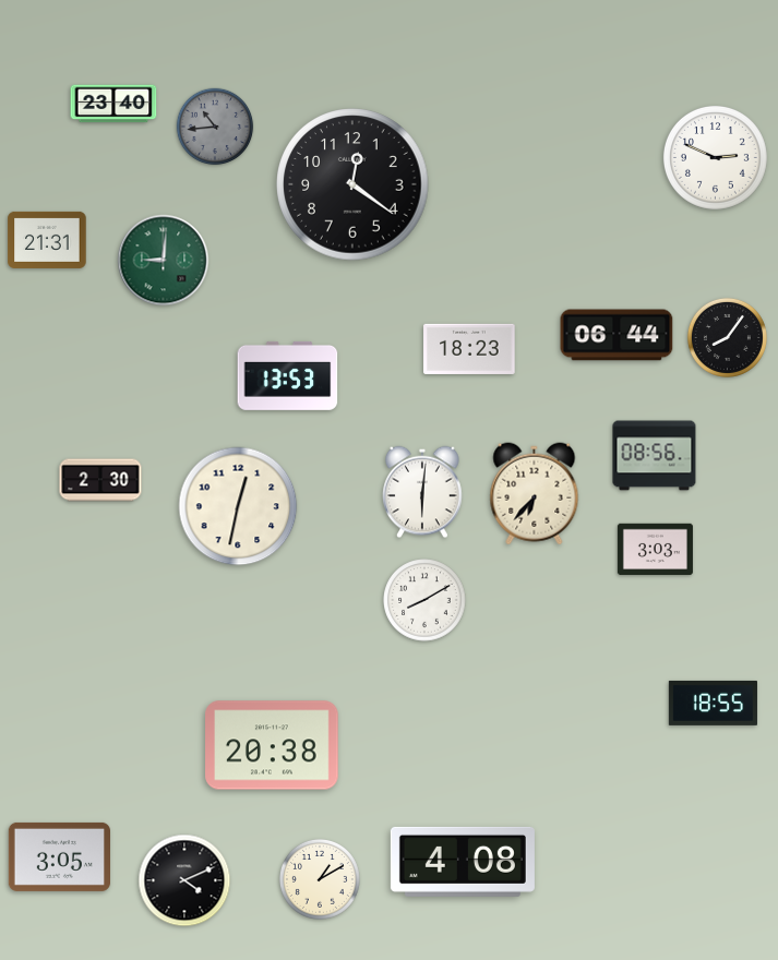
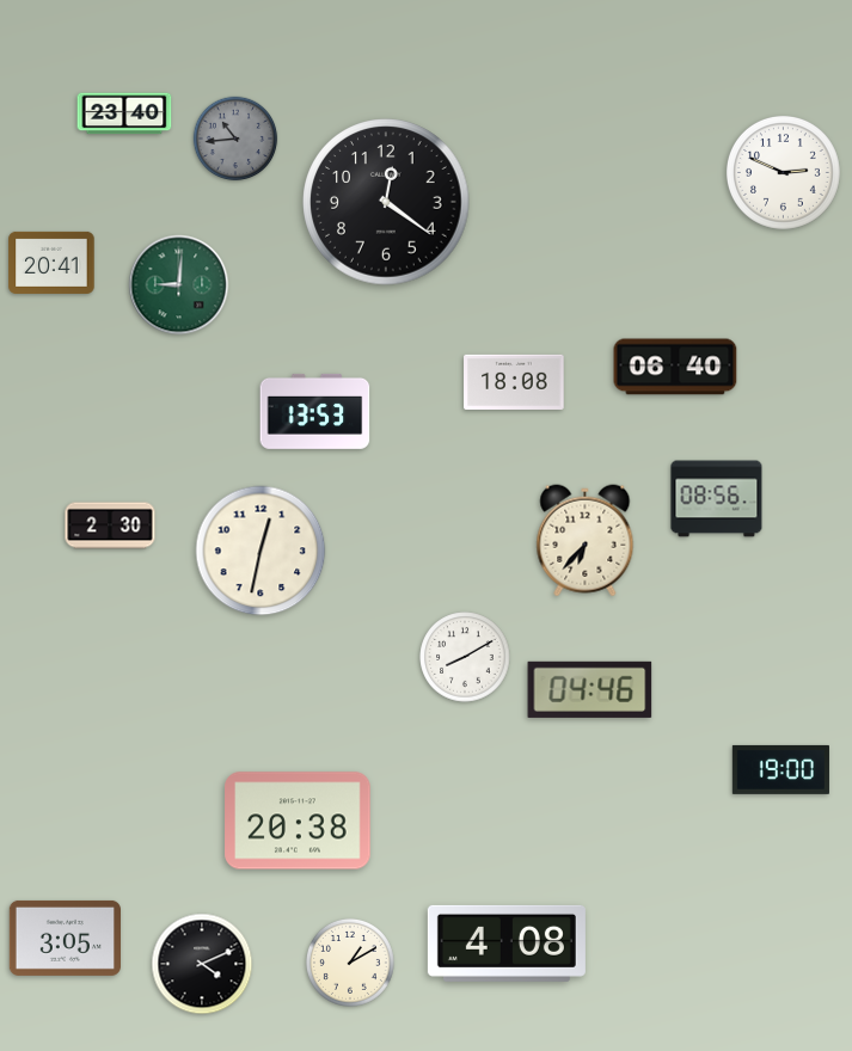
clock at (47, 240): 21:31 -> 20:41
clock at (617, 335): 06:44 -> 06:40
clock at (727, 337): 8:06 -> none
clock at (469, 349): 18:23 -> 18:08
clock at (422, 492): 6:01 -> none
clock at (238, 506) position: (238, 506) -> (260, 551)
clock at (655, 550): 3:03 -> none
clock at (590, 689): none -> 04:46
clock at (713, 703): 18:55 -> 19:00
clock at (272, 745) position: (272, 745) -> (298, 820)
